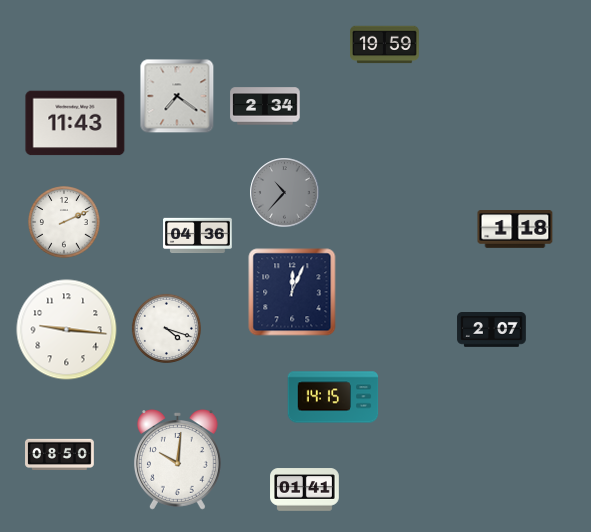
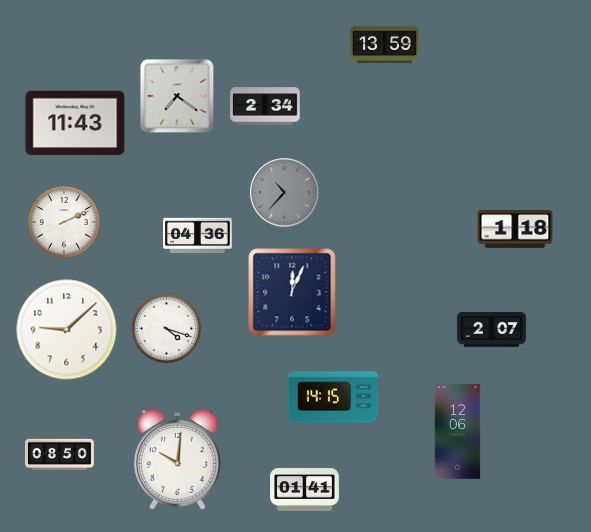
clock at (385, 45): 19:59 -> 13:59
clock at (67, 330): 9:16 -> 9:08
clock at (458, 432): none -> 12:06
